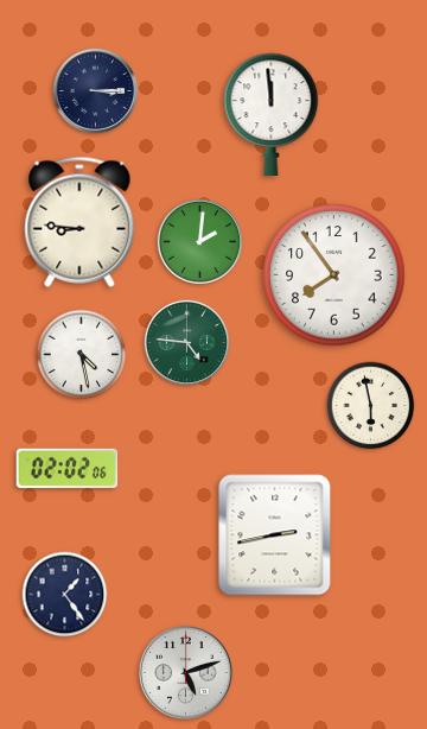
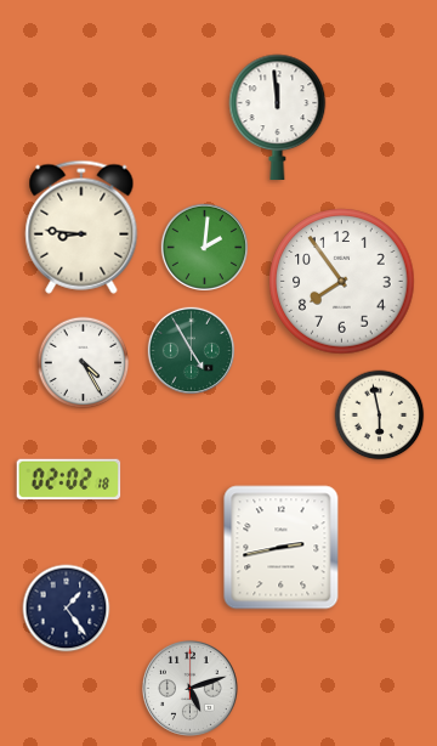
clock at (95, 90): 3:15 -> none
clock at (186, 342): 4:46 -> 4:55
clock at (82, 355): 4:28 -> 4:25
clock at (68, 468): 02:02:06 -> 02:02:18
